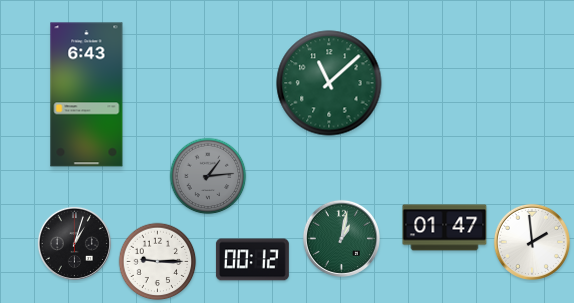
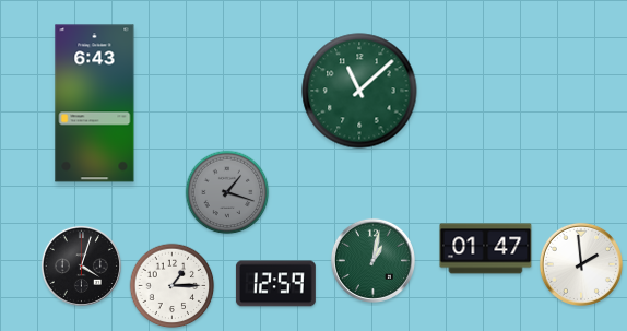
clock at (208, 176): 1:14 -> 1:18
clock at (74, 243): 1:03 -> 4:03
clock at (252, 260): 00:12 -> 12:59
clock at (158, 262): 9:15 -> 1:15
